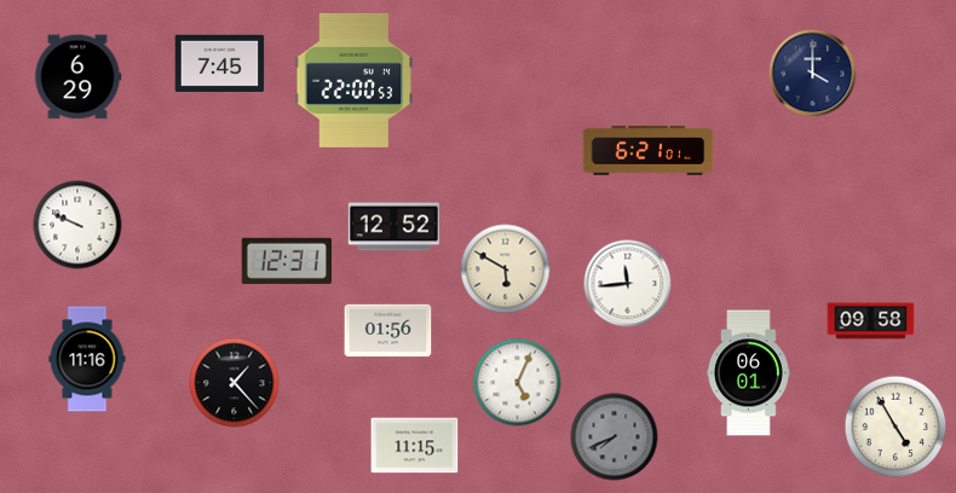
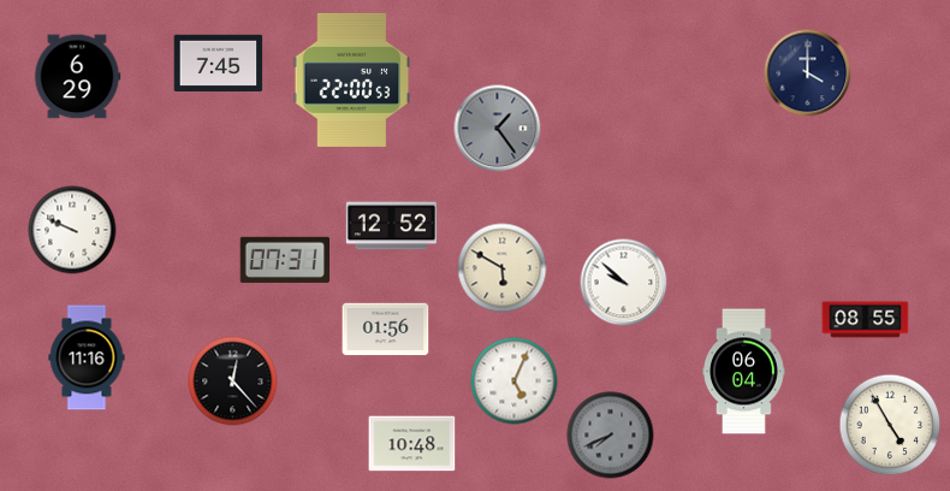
clock at (498, 129): none -> 1:24
clock at (649, 151): 6:21 -> none
clock at (77, 225) position: (77, 225) -> (72, 230)
clock at (286, 261): 12:31 -> 07:31
clock at (628, 284): 11:44 -> 9:52
clock at (871, 321): 09:58 -> 08:55
clock at (749, 373): 06:01 -> 06:04
clock at (235, 383): 1:23 -> 12:23
clock at (415, 446): 11:15 -> 10:48
